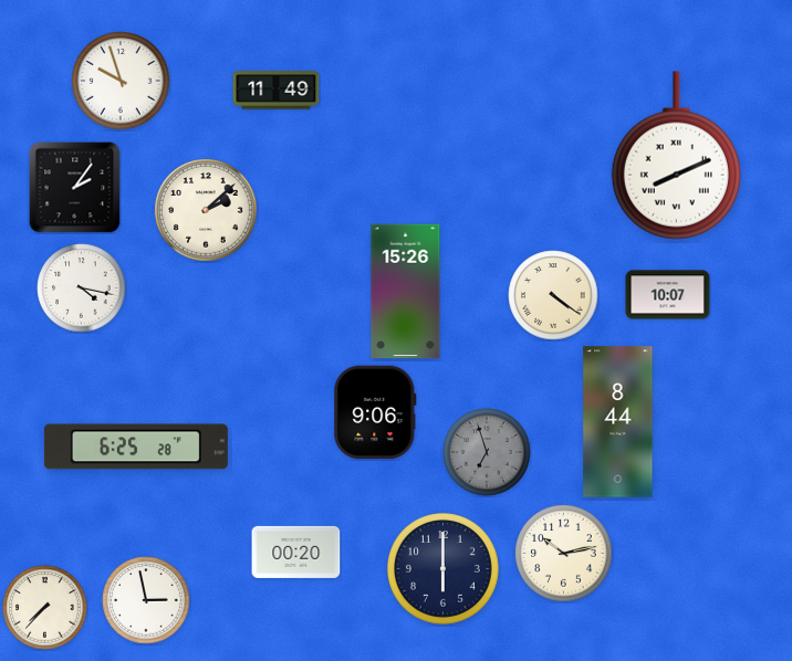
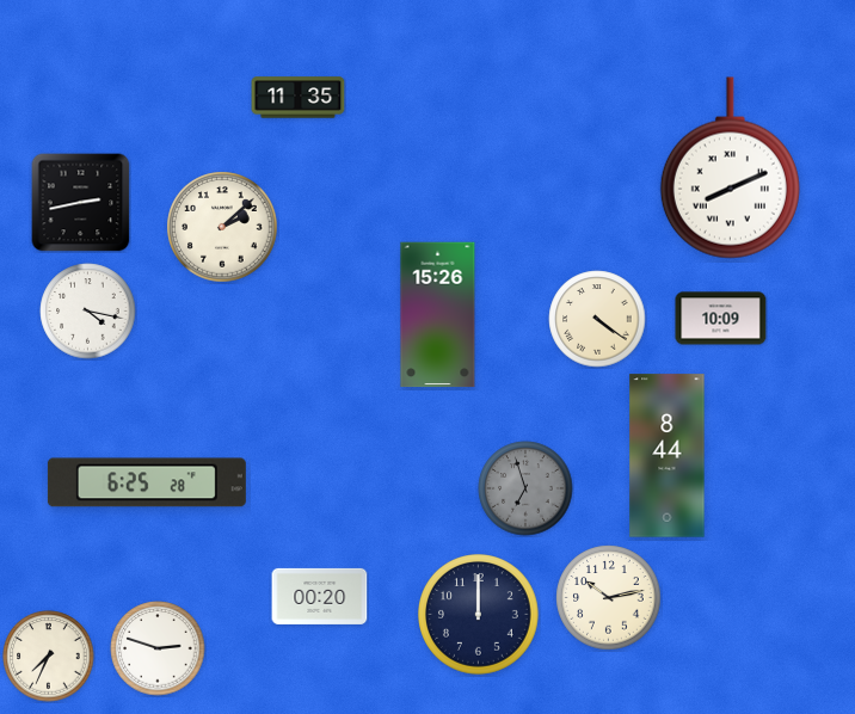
clock at (121, 81): 9:57 -> none
clock at (277, 91): 11:49 -> 11:35
clock at (75, 188): 2:06 -> 2:43
clock at (668, 295): 10:07 -> 10:09
clock at (375, 412): 9:06 -> none
clock at (444, 569): 6:00 -> 12:00
clock at (146, 600): 2:58 -> 2:48
clock at (45, 608): 7:37 -> 7:34
